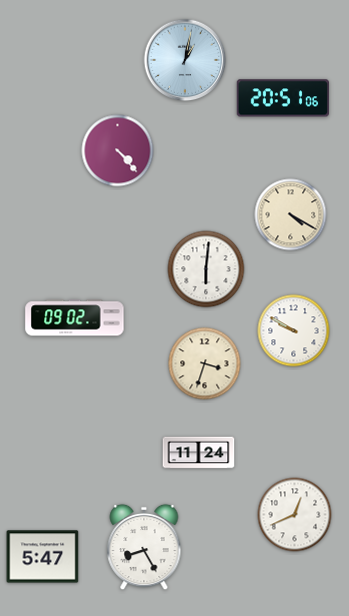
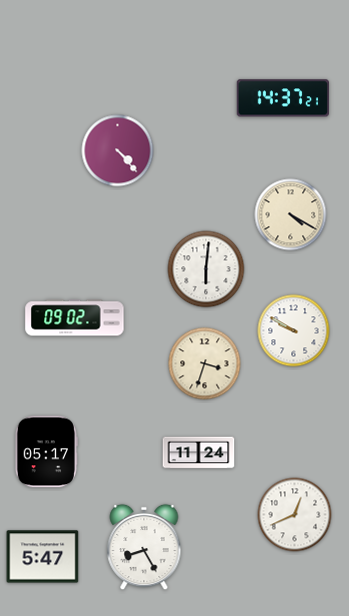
clock at (185, 60): 1:02 -> none
clock at (282, 98): 20:51 -> 14:37
clock at (46, 452): none -> 05:17
